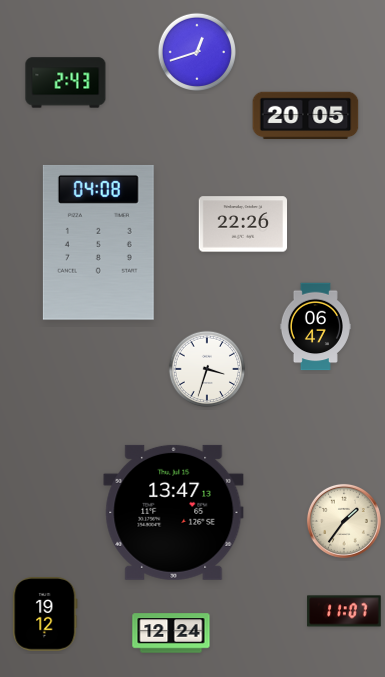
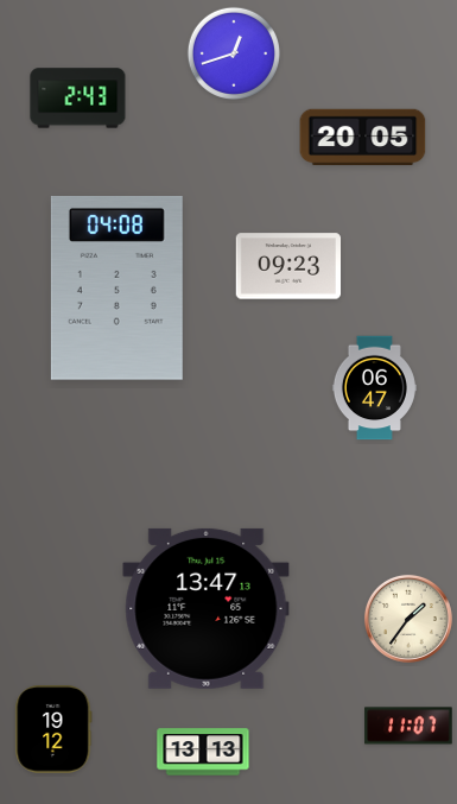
clock at (196, 51) position: (196, 51) -> (233, 52)
clock at (243, 224): 22:26 -> 09:23
clock at (207, 369): 3:33 -> none
clock at (171, 633): 12:24 -> 13:13
